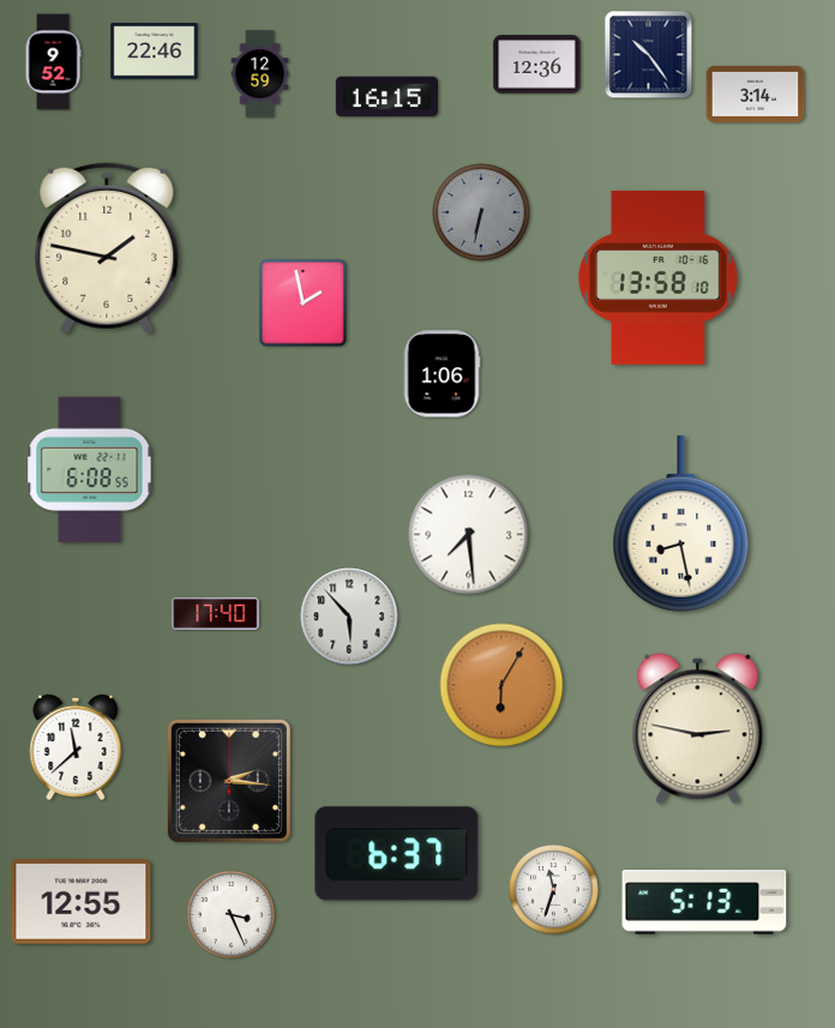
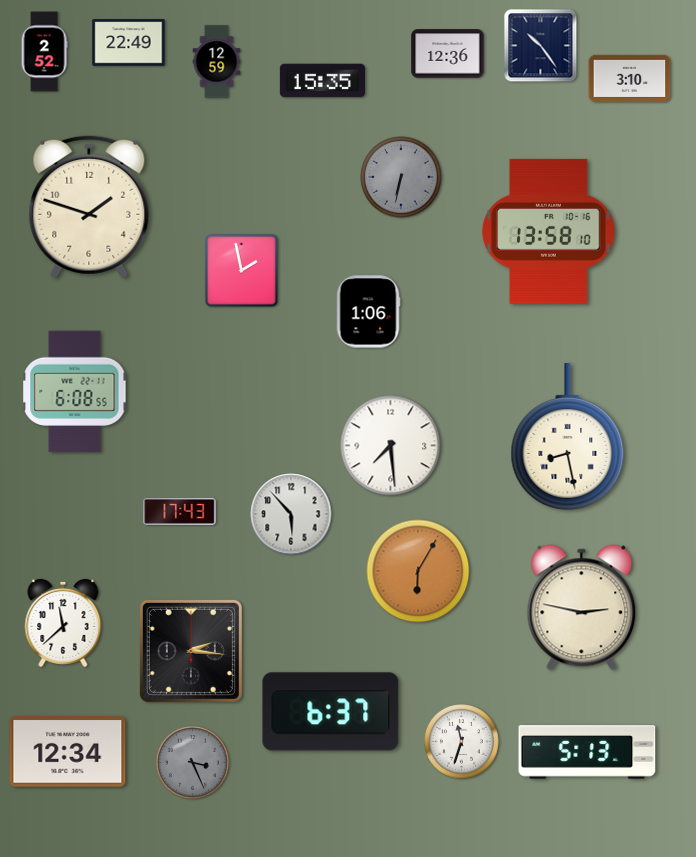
clock at (155, 52): 22:46 -> 22:49
clock at (53, 62): 9:52 -> 2:52
clock at (756, 94): 3:14 -> 3:10
clock at (386, 97): 16:15 -> 15:35
clock at (107, 248): 1:47 -> 1:48
clock at (302, 302) position: (302, 302) -> (241, 270)
clock at (216, 613): 17:40 -> 17:43
clock at (82, 902): 12:55 -> 12:34
clock at (230, 914) dial: white -> grey
